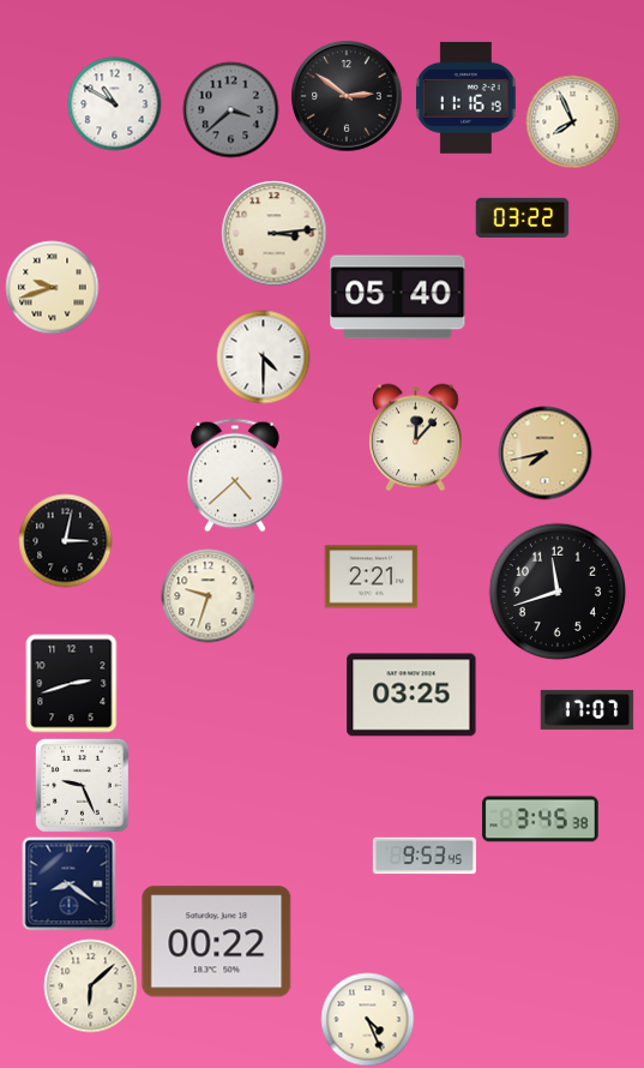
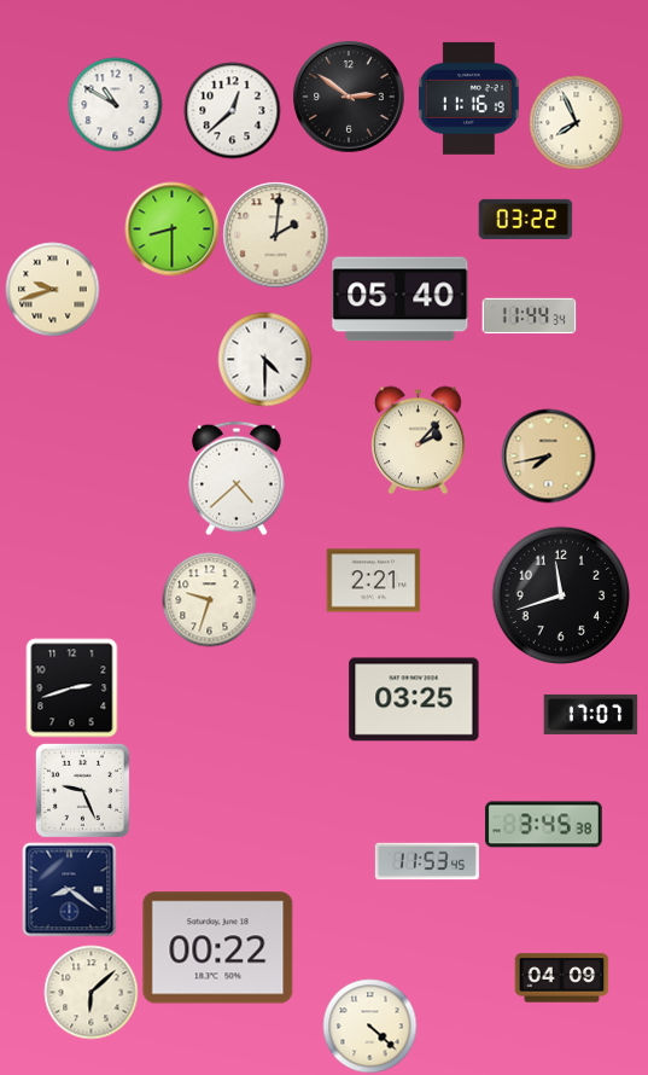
clock at (230, 109): 3:38 -> 12:38
clock at (230, 109) dial: grey -> white
clock at (171, 228): none -> 8:30
clock at (273, 233): 3:14 -> 2:01
clock at (529, 316): none -> 11:44
clock at (416, 437): 12:07 -> 2:07
clock at (65, 540): 3:02 -> none
clock at (425, 856): 9:53 -> 11:53
clock at (561, 978): none -> 04:09
clock at (367, 1019): 4:26 -> 4:22
